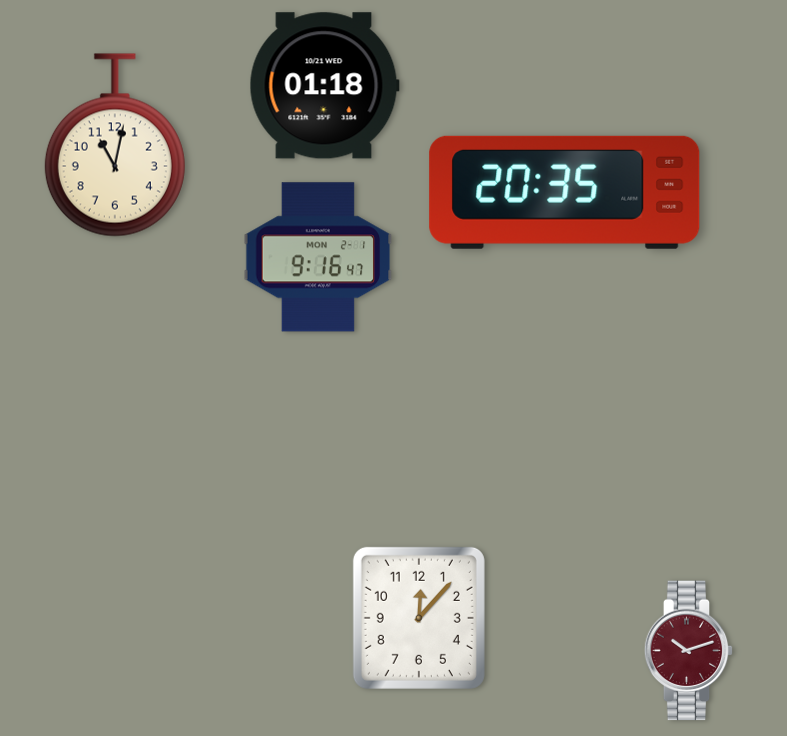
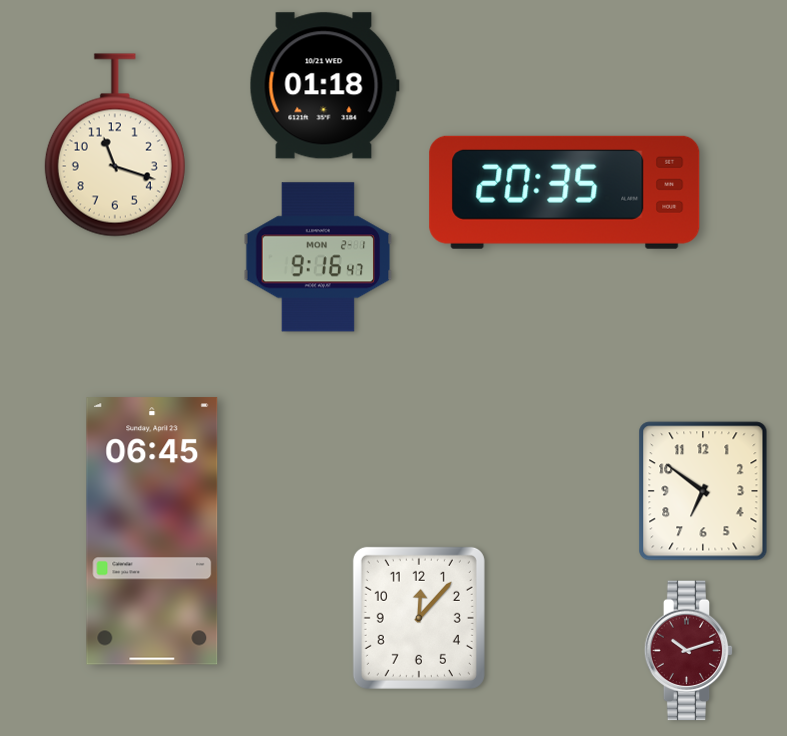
clock at (115, 145): 11:02 -> 11:18
clock at (703, 491): none -> 6:51
clock at (152, 531): none -> 06:45
